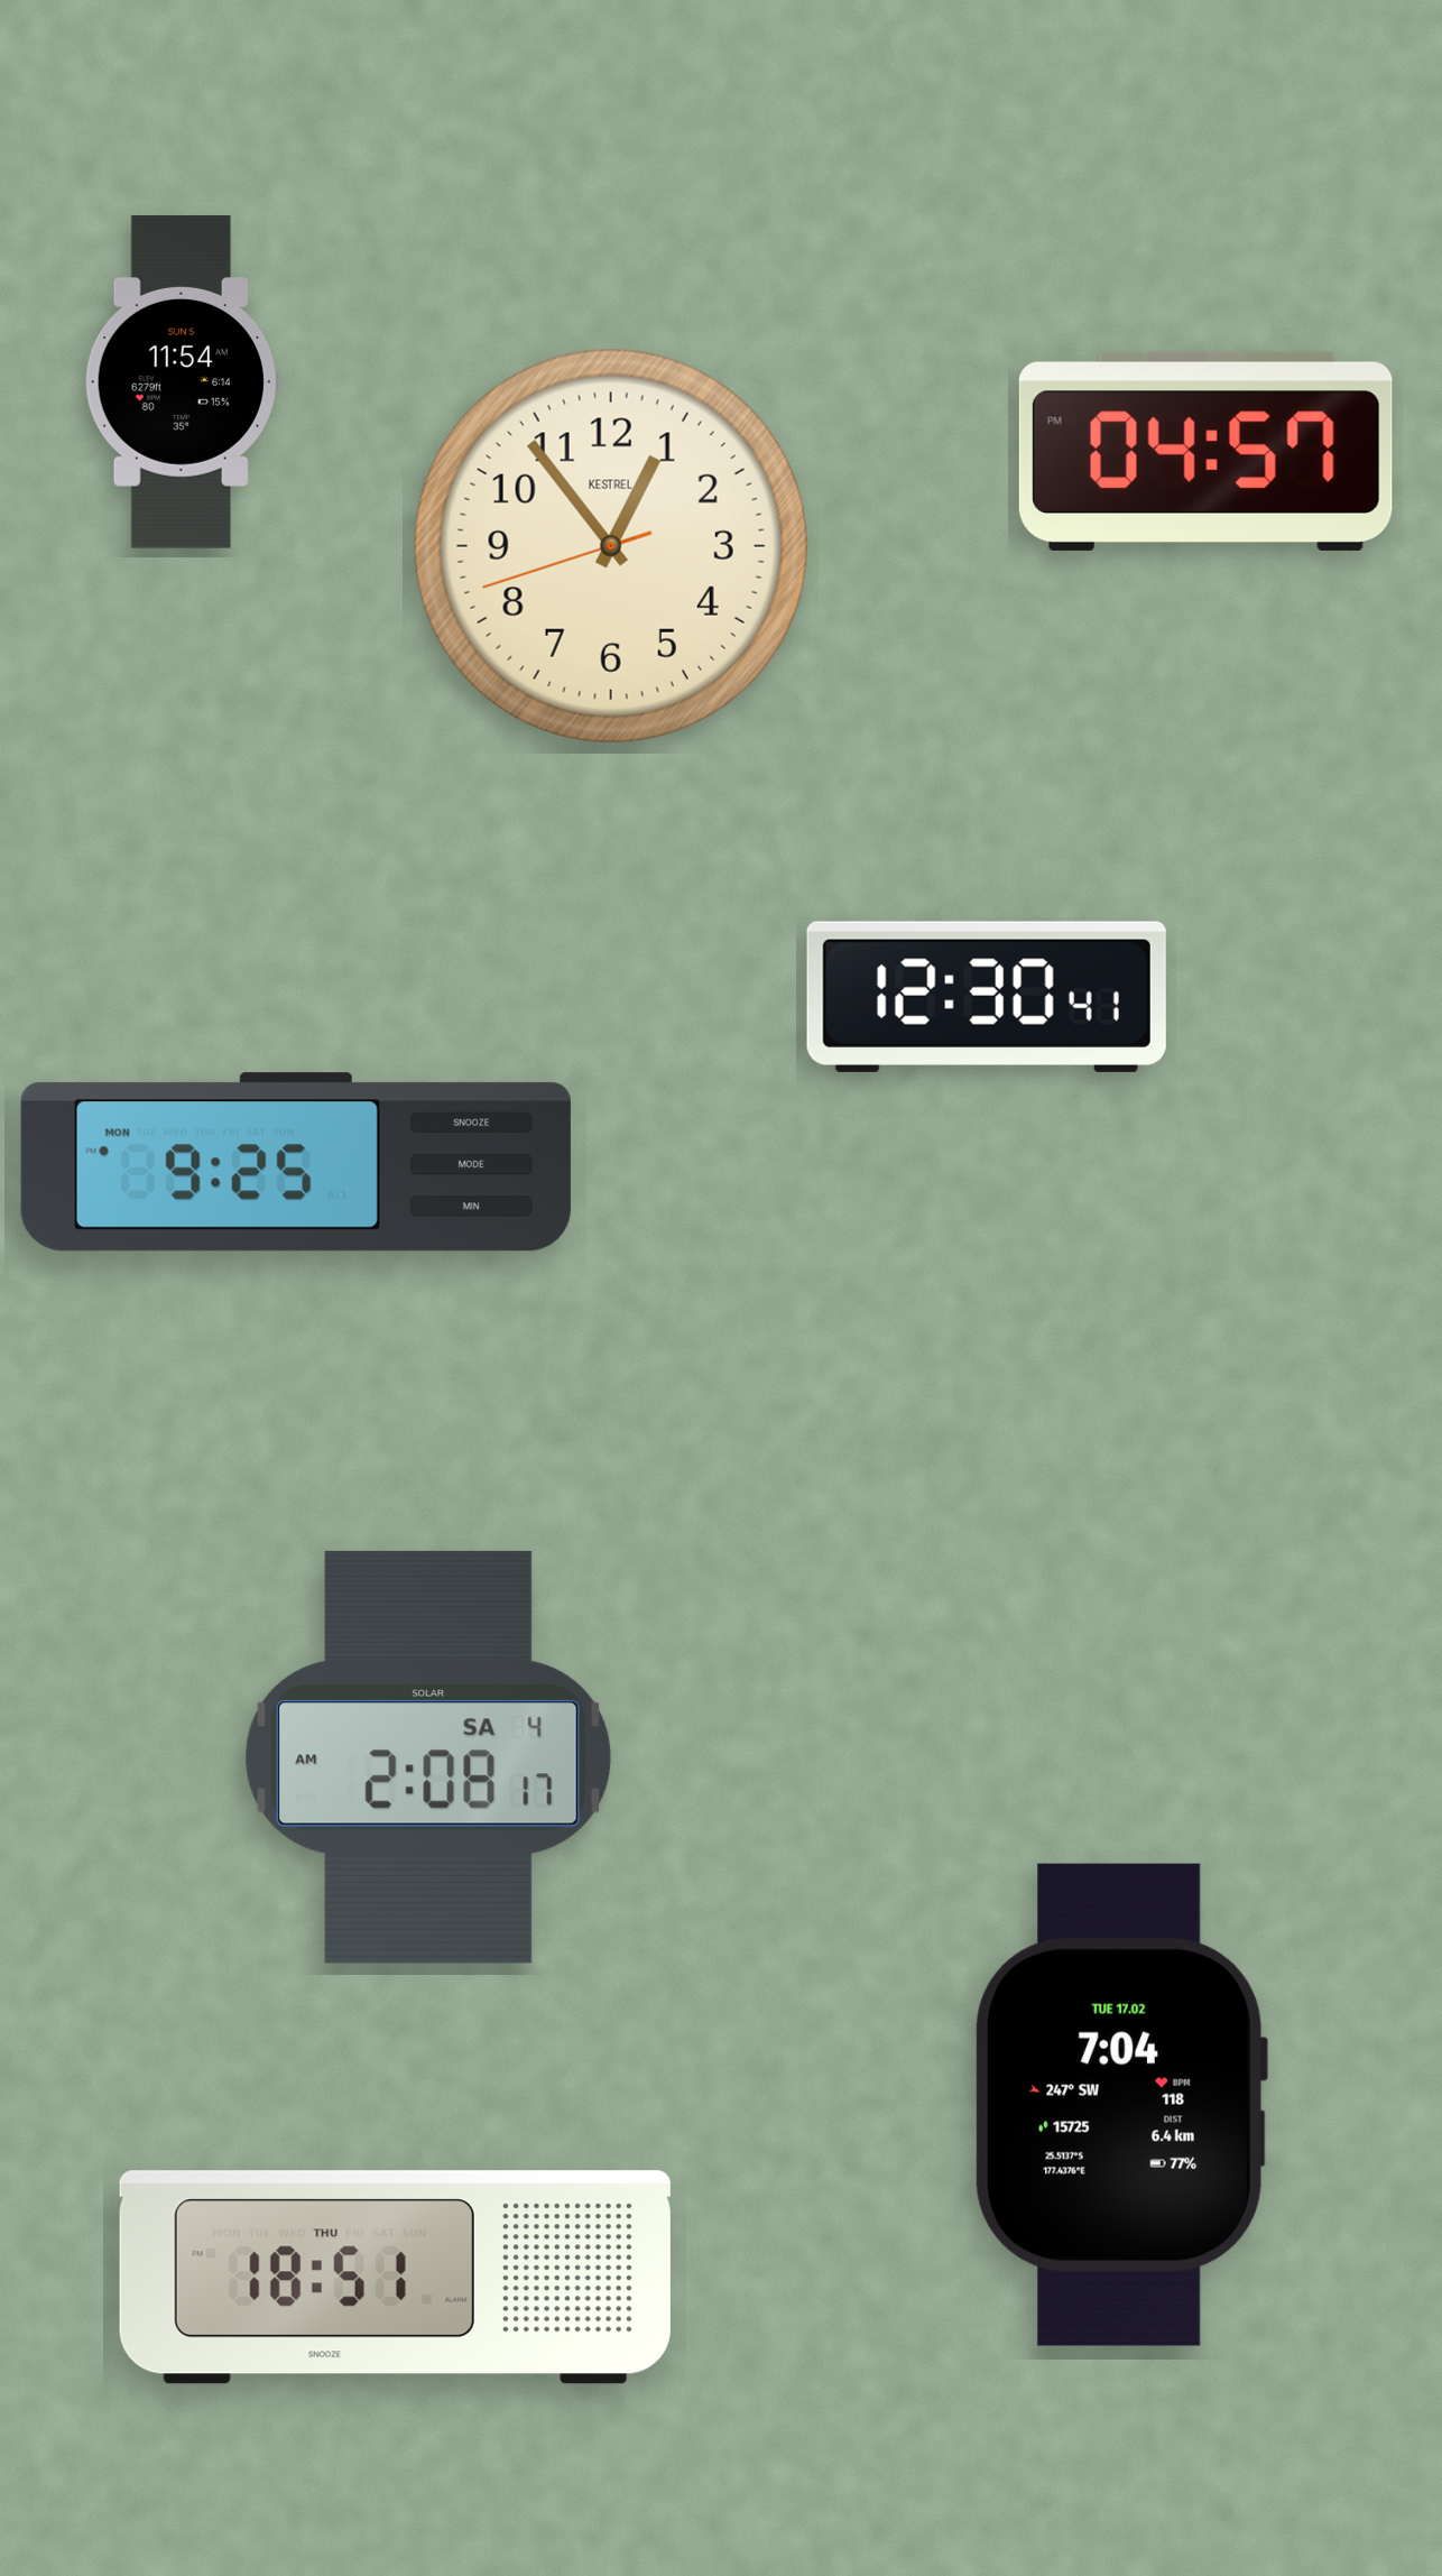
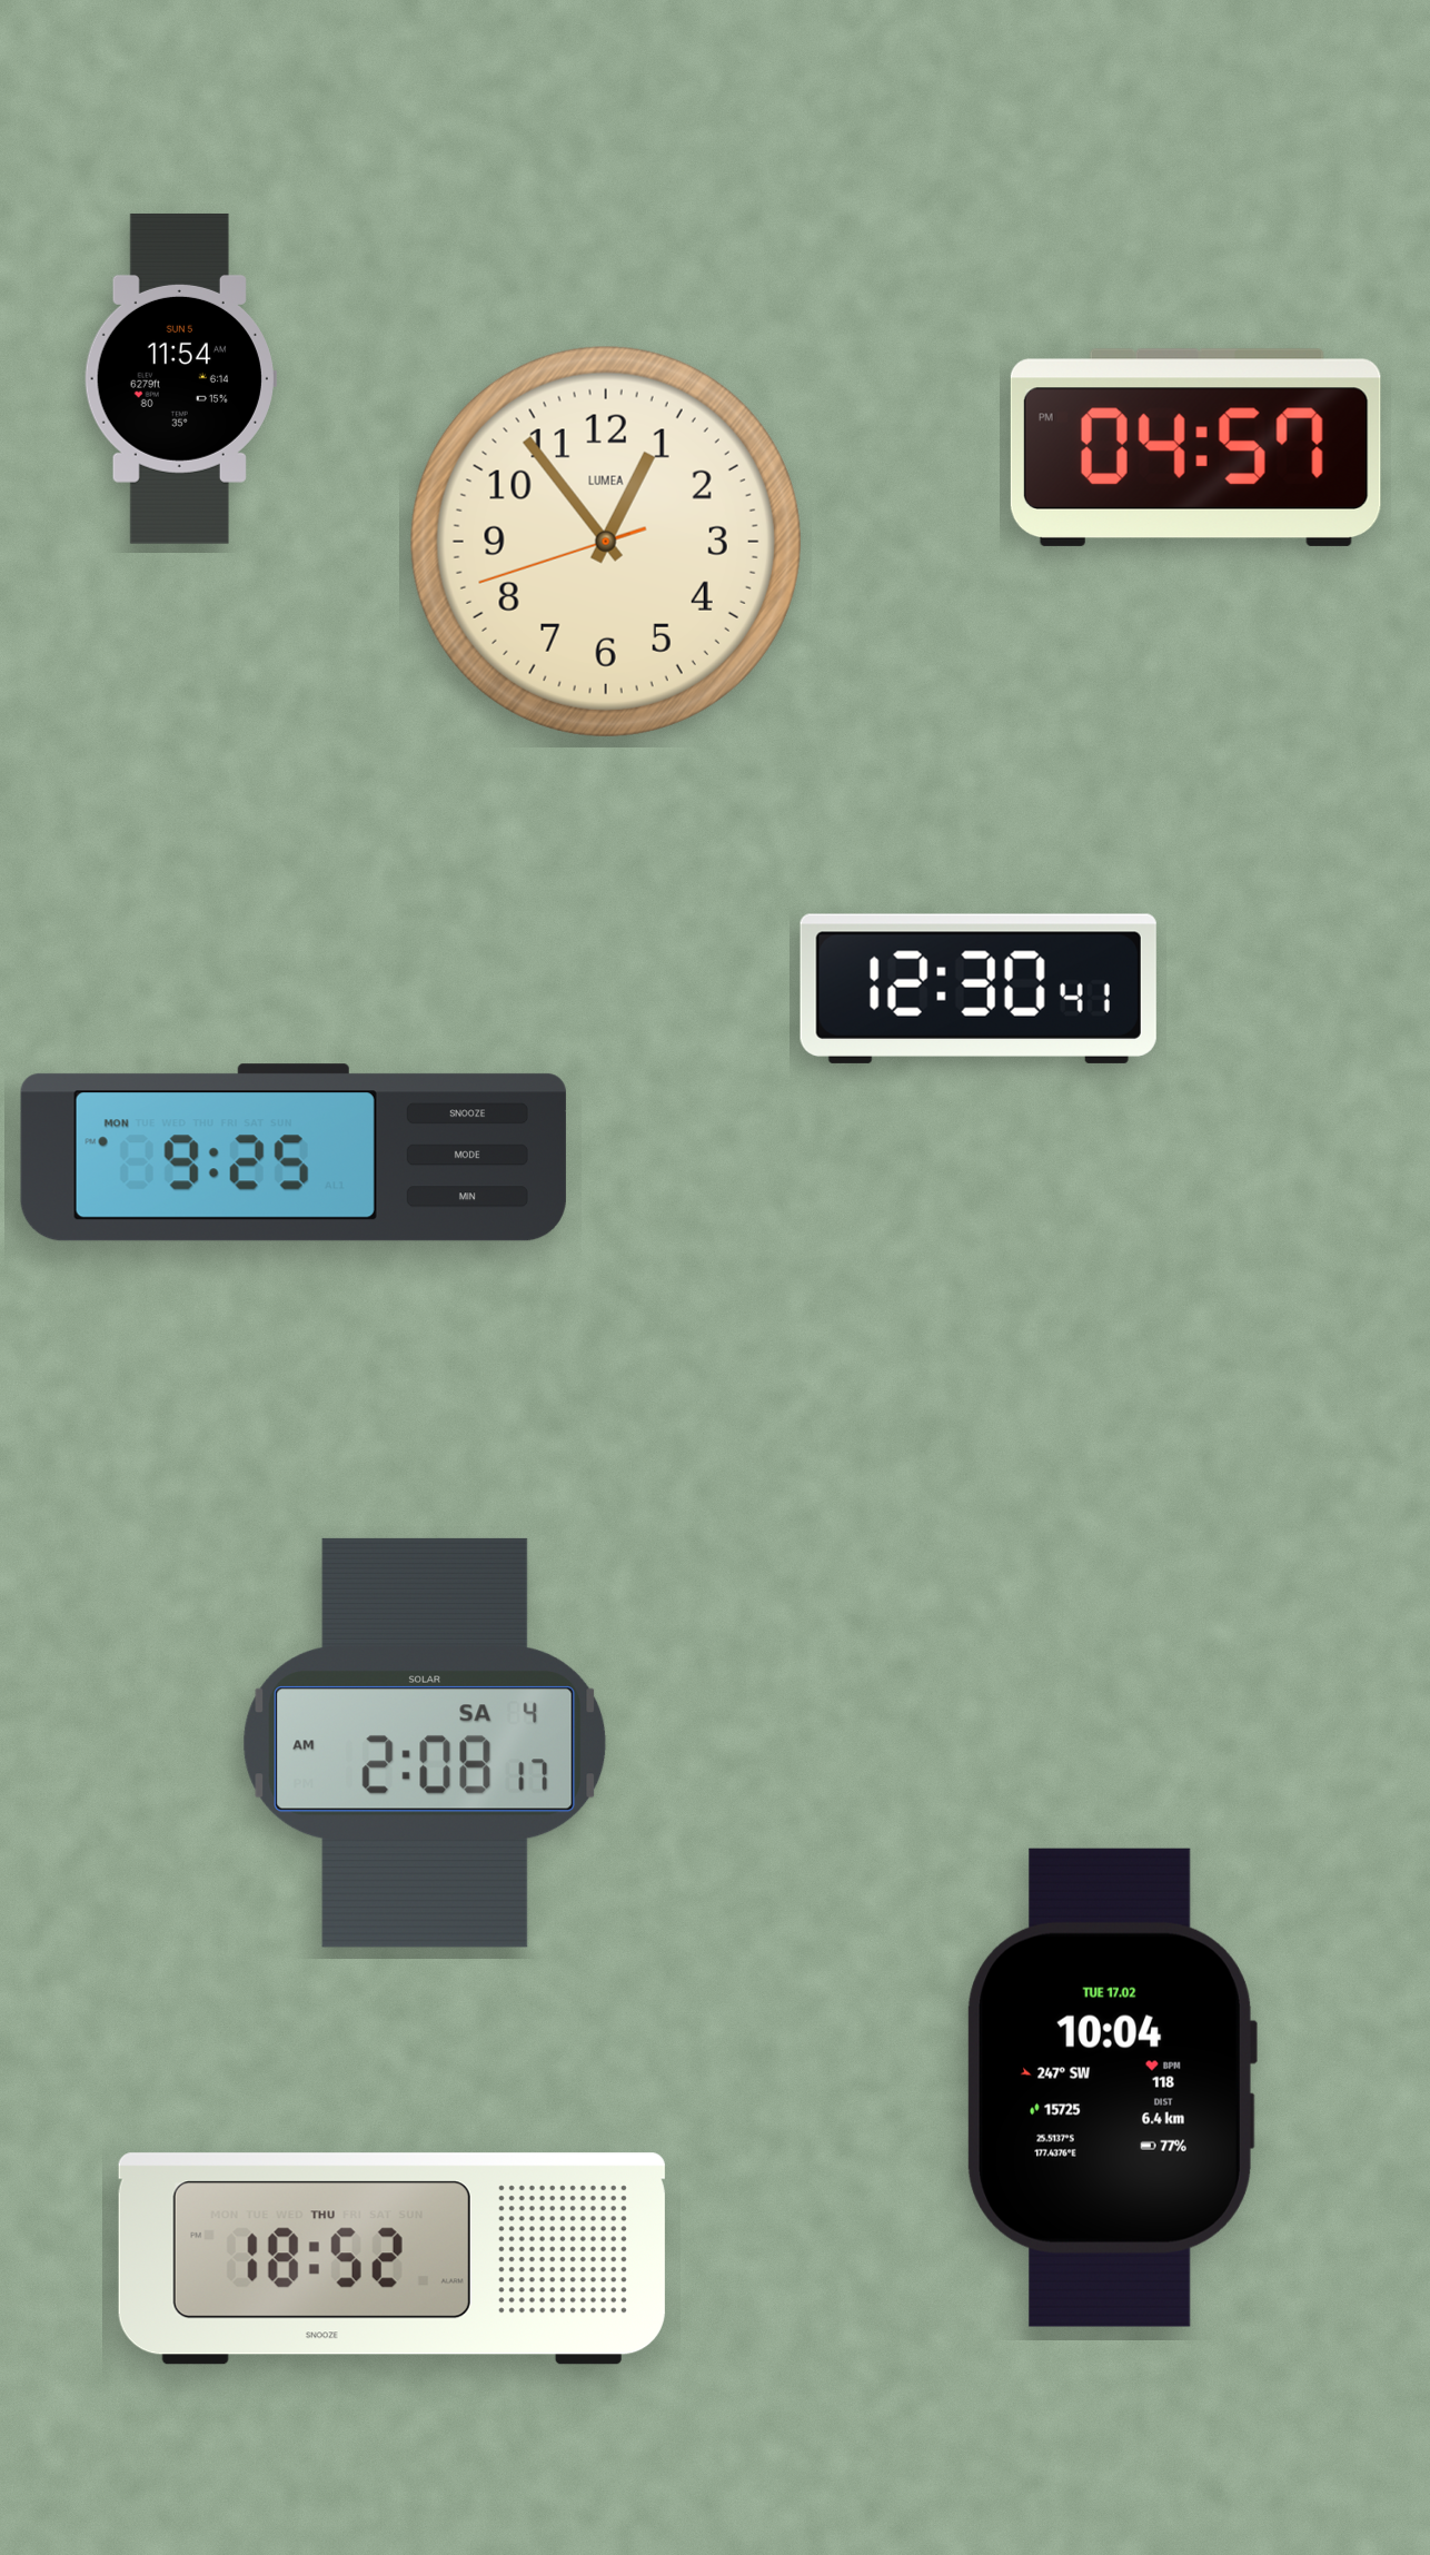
clock at (611, 546) brand: KESTREL -> LUMEA
clock at (1121, 2105): 7:04 -> 10:04
clock at (395, 2278): 18:51 -> 18:52
